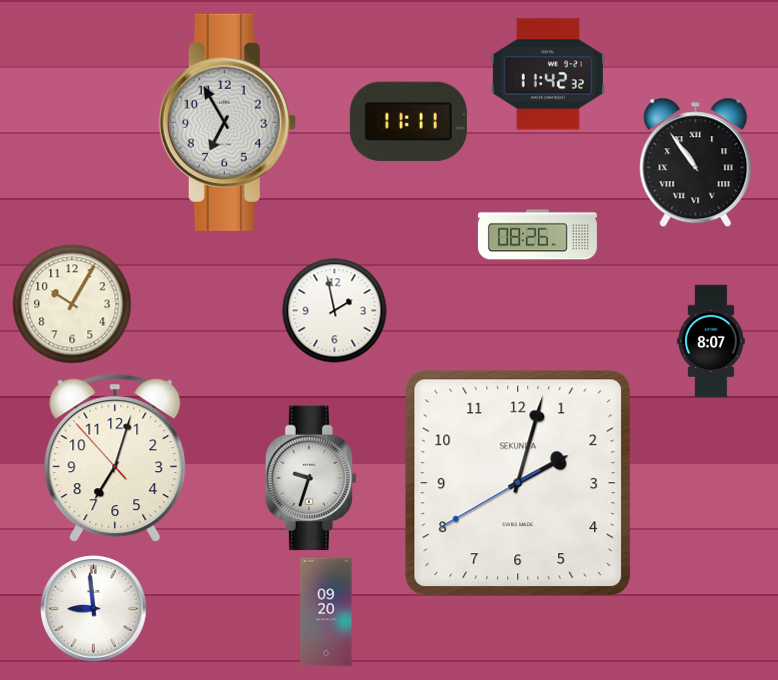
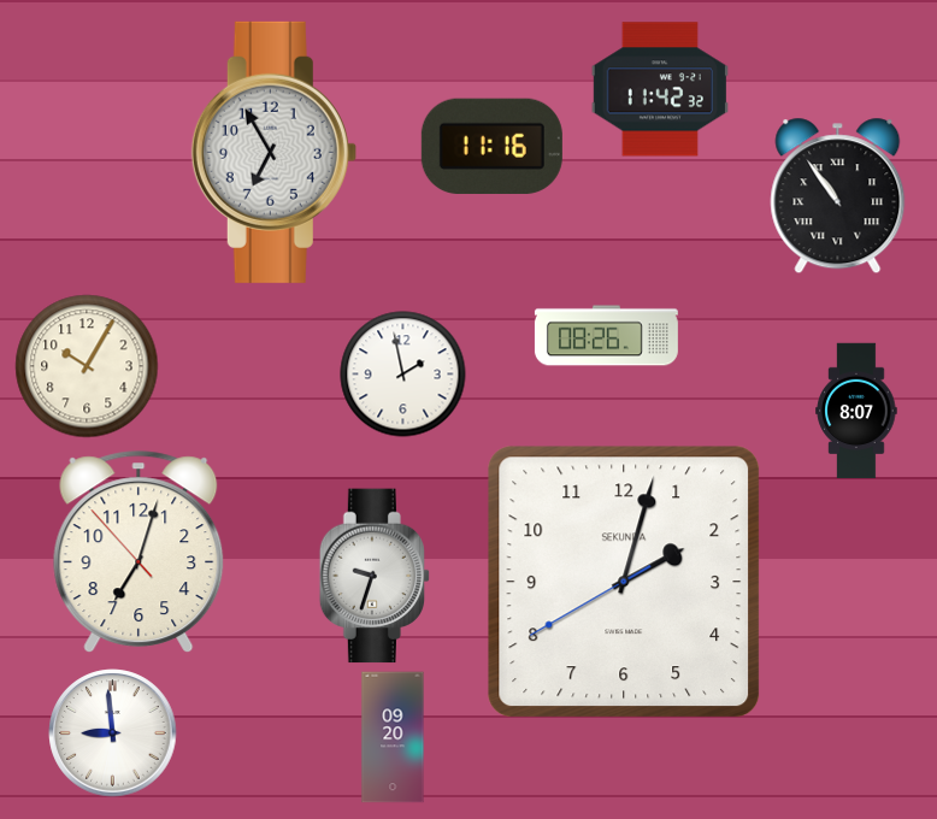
clock at (408, 121): 11:11 -> 11:16
clock at (227, 122) position: (227, 122) -> (273, 152)
clock at (537, 235) position: (537, 235) -> (606, 336)
